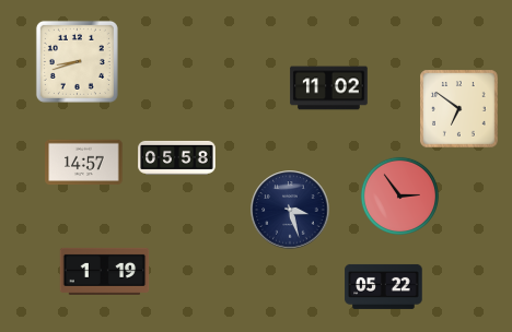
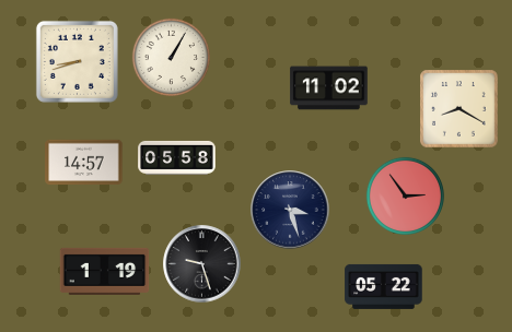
clock at (171, 57): none -> 1:05
clock at (459, 109): 6:51 -> 8:20
clock at (399, 195) position: (399, 195) -> (405, 195)
clock at (202, 264): none -> 9:27
